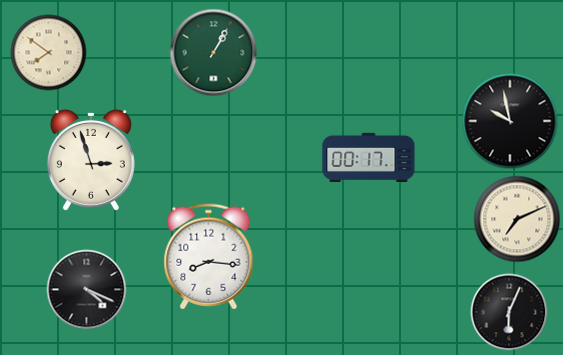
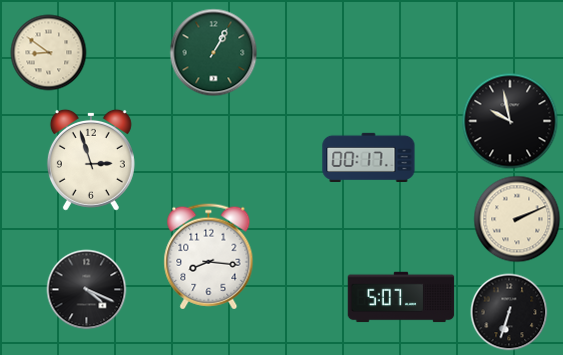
clock at (49, 53): 7:51 -> 8:51
clock at (517, 219): 7:11 -> 2:11
clock at (401, 297): none -> 5:07
clock at (509, 312): 6:04 -> 6:33
